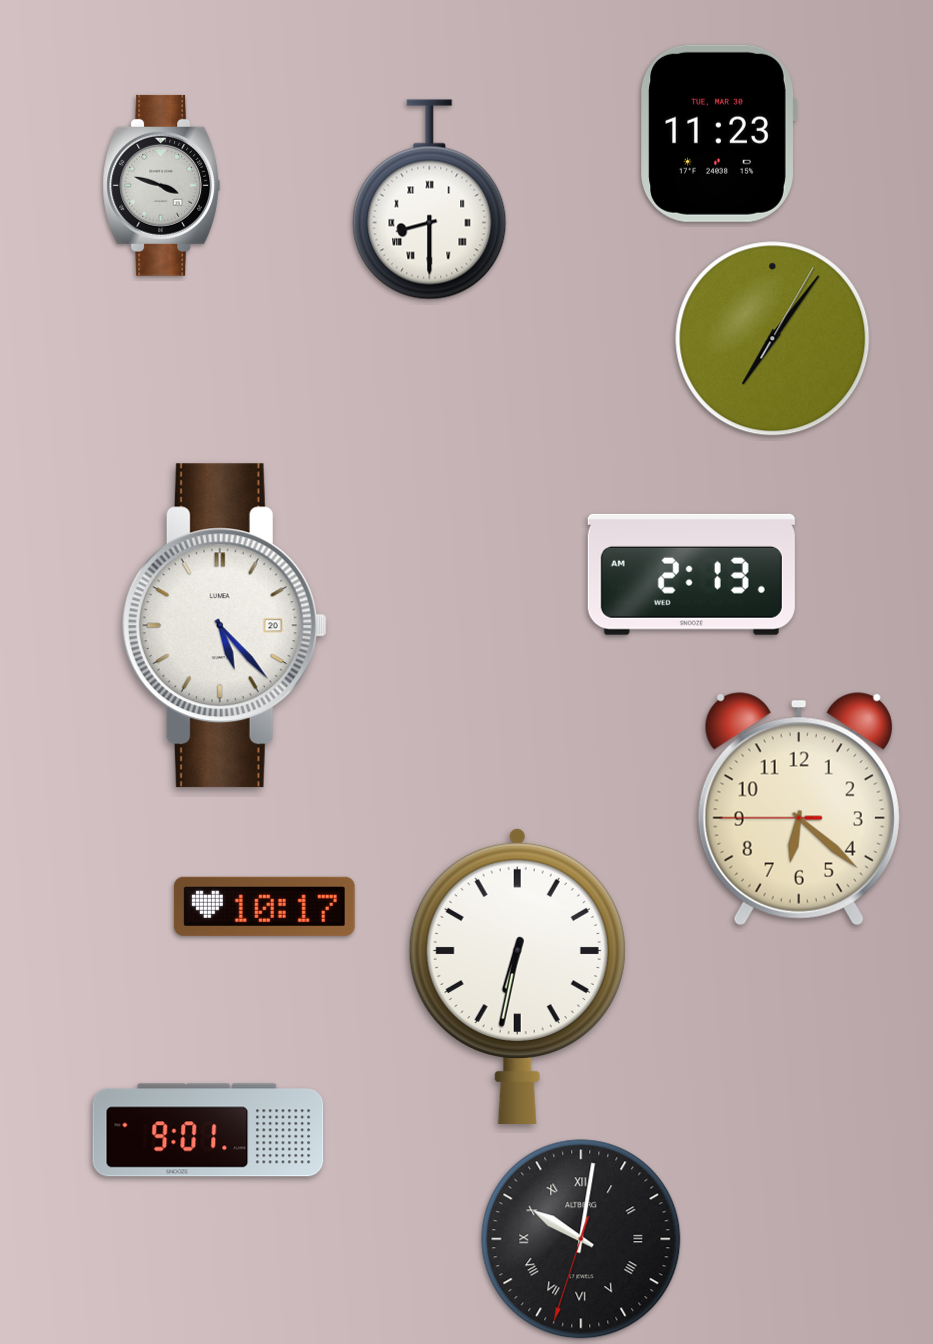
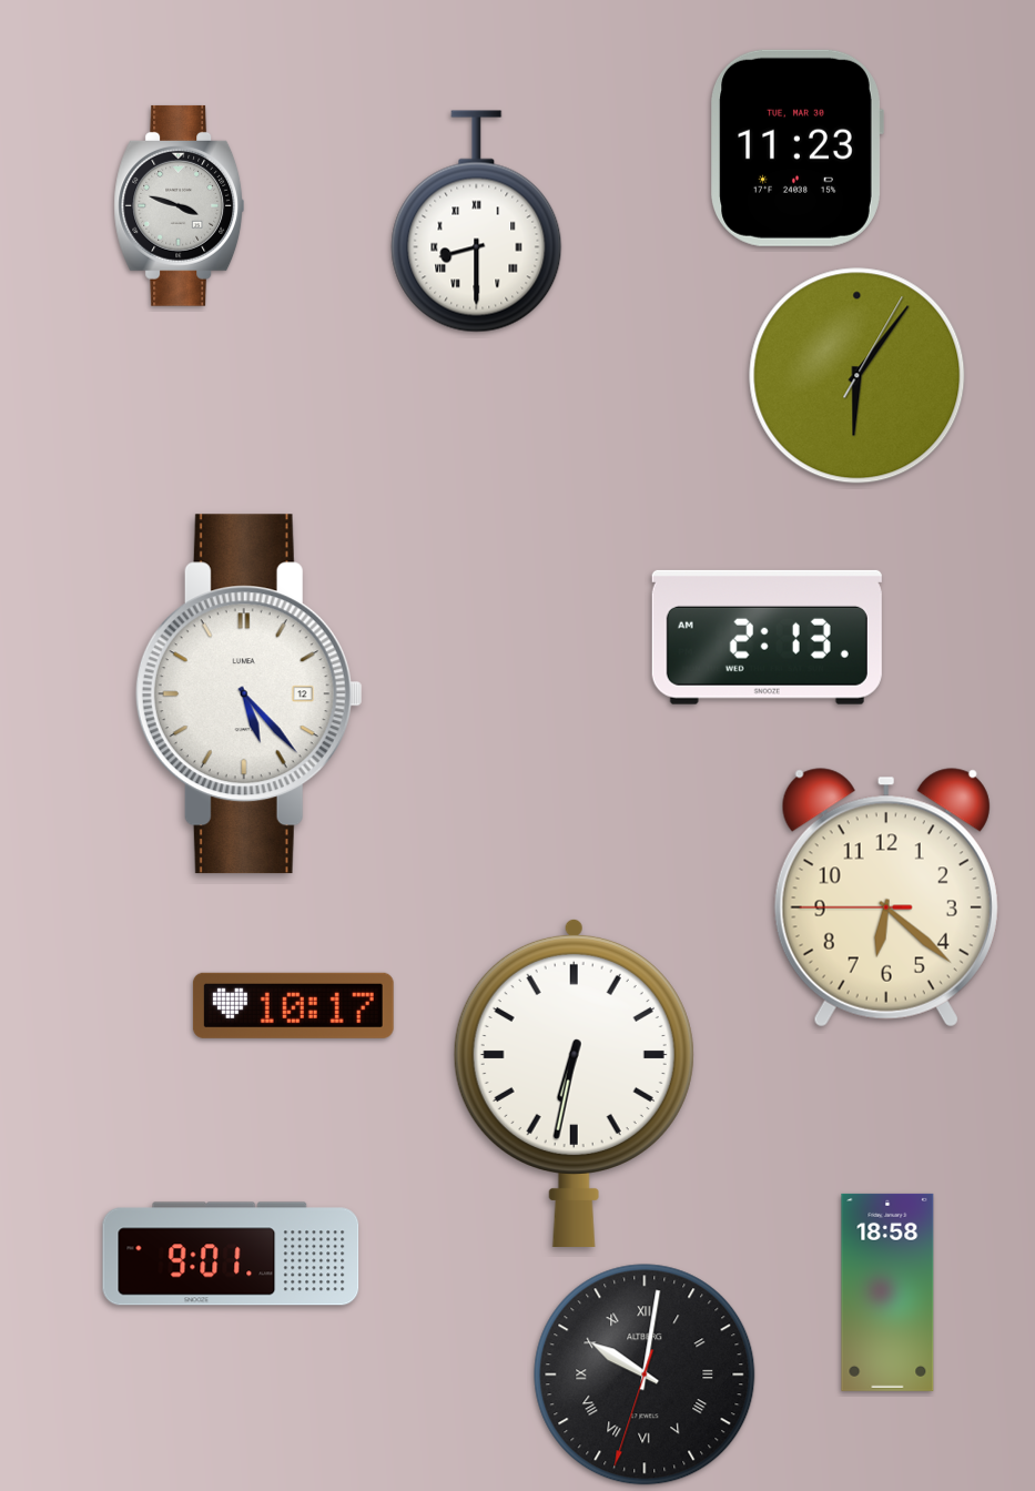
clock at (773, 339): 7:06 -> 6:06
clock at (224, 626) date: 20 -> 12
clock at (887, 1292): none -> 18:58
